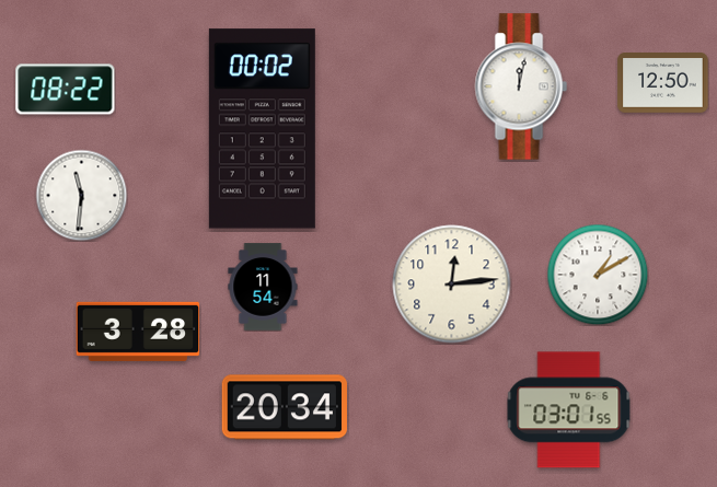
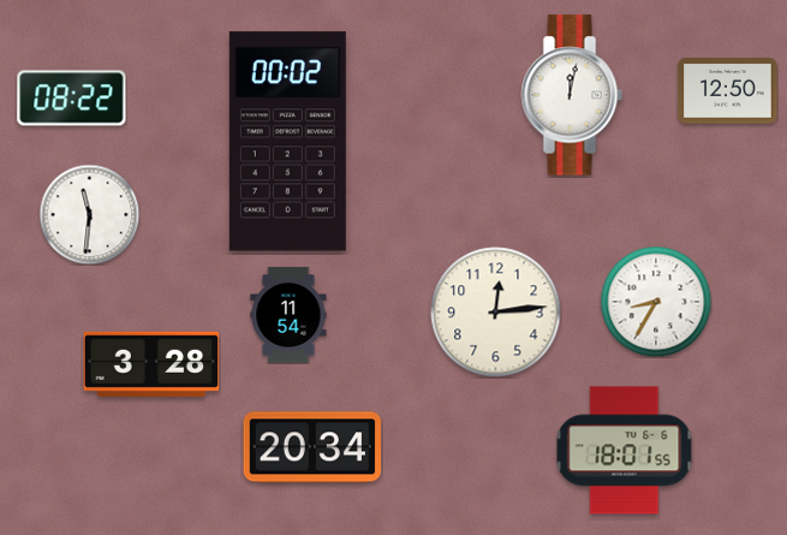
clock at (598, 275): 1:10 -> 8:35
clock at (569, 410): 03:01 -> 18:01
